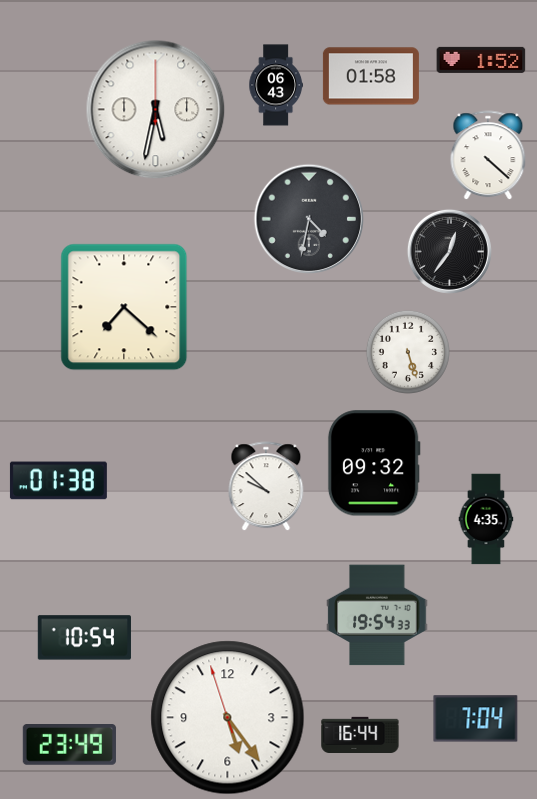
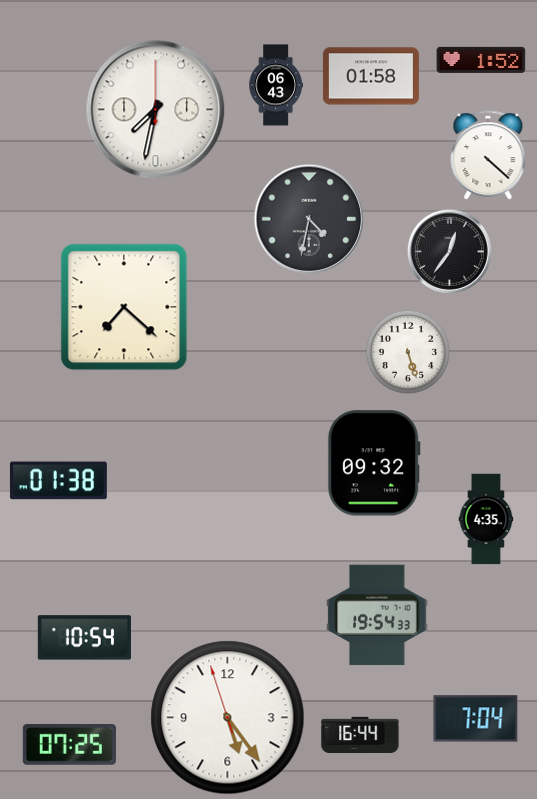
clock at (156, 110): 5:32 -> 7:32
clock at (266, 487): 9:52 -> none
clock at (69, 745): 23:49 -> 07:25
